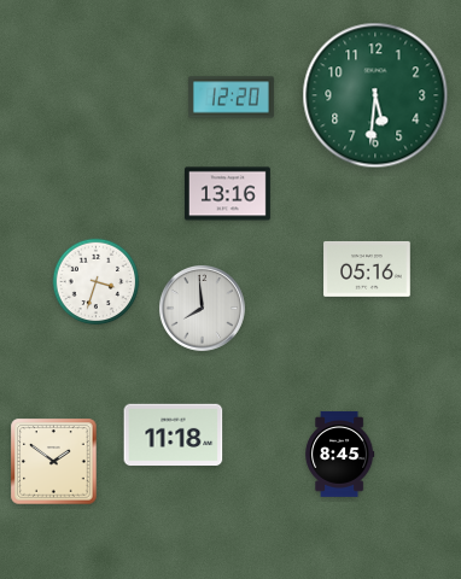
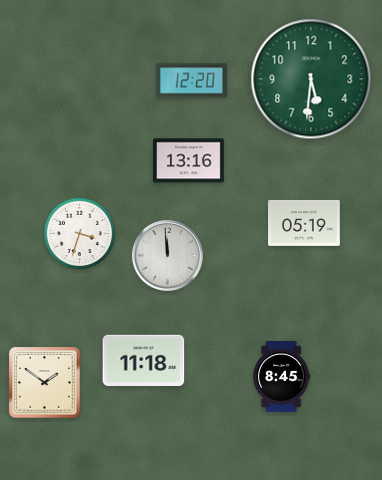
clock at (367, 269): 05:16 -> 05:19
clock at (202, 308): 7:59 -> 11:59
